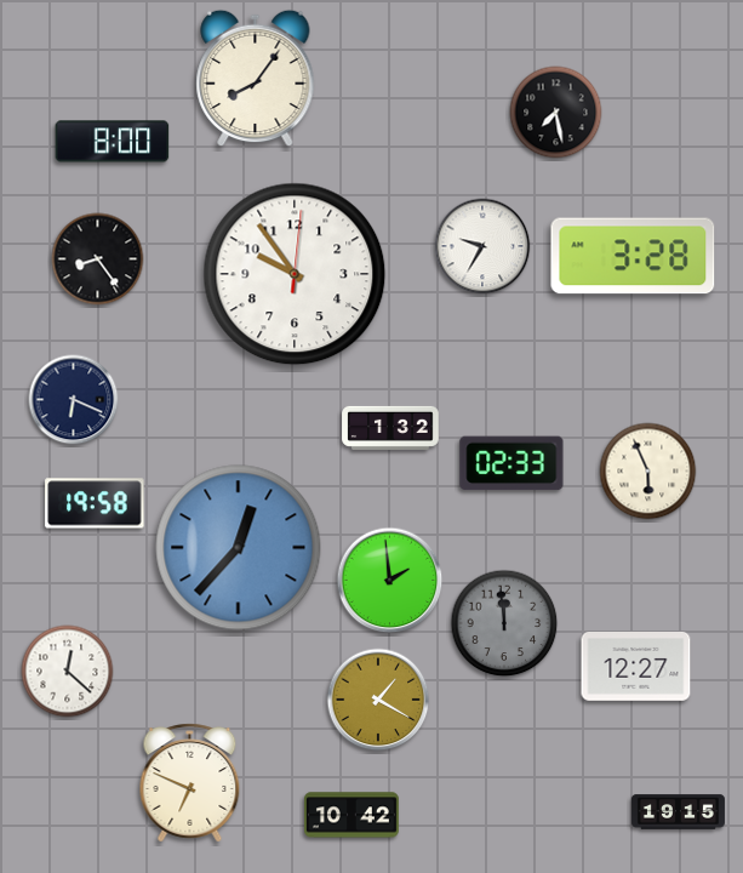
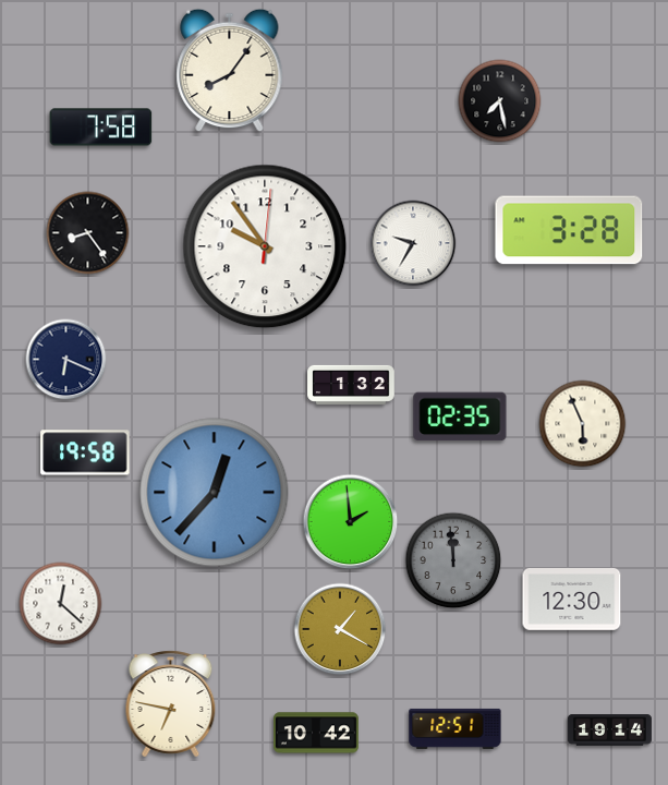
clock at (113, 142): 8:00 -> 7:58
clock at (482, 246) position: (482, 246) -> (413, 243)
clock at (511, 463): 02:33 -> 02:35
clock at (636, 667): 12:27 -> 12:30
clock at (190, 783): 6:49 -> 6:47
clock at (456, 728): none -> 12:51
clock at (678, 812): 19:15 -> 19:14
